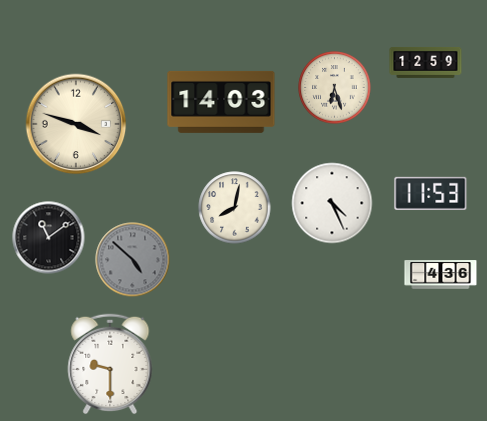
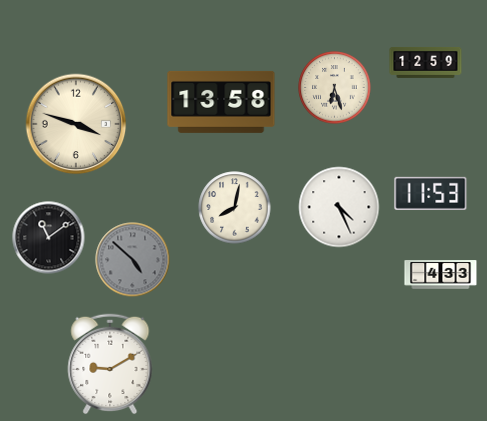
clock at (221, 102): 14:03 -> 13:58
clock at (332, 203) position: (332, 203) -> (339, 207)
clock at (441, 275): 4:36 -> 4:33
clock at (110, 364): 9:30 -> 9:10
